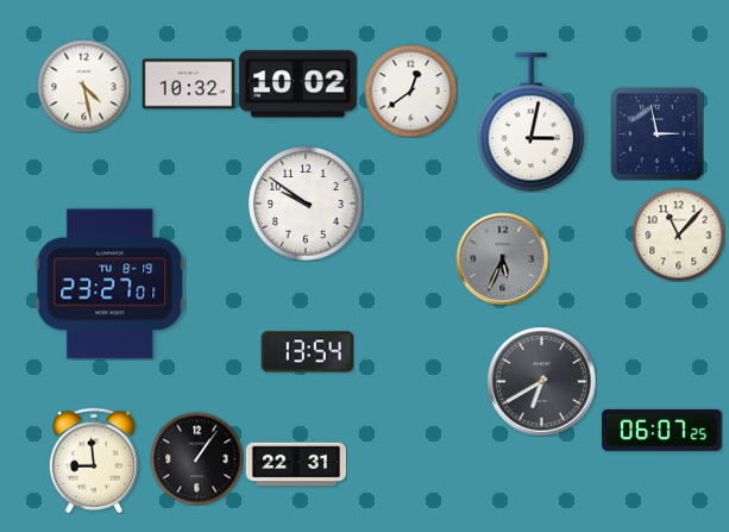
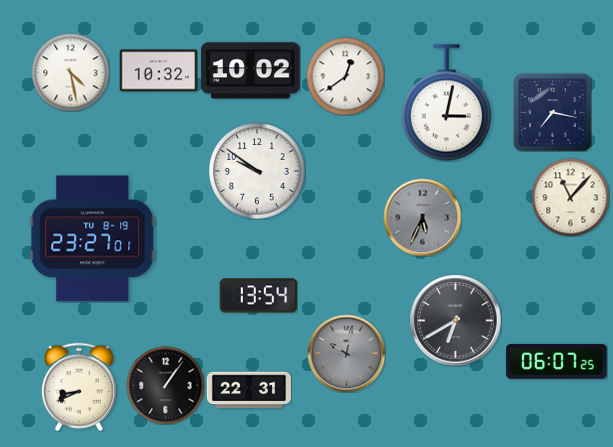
clock at (656, 133): 2:58 -> 7:17
clock at (346, 353): none -> 10:02
clock at (94, 461): 8:59 -> 8:41
